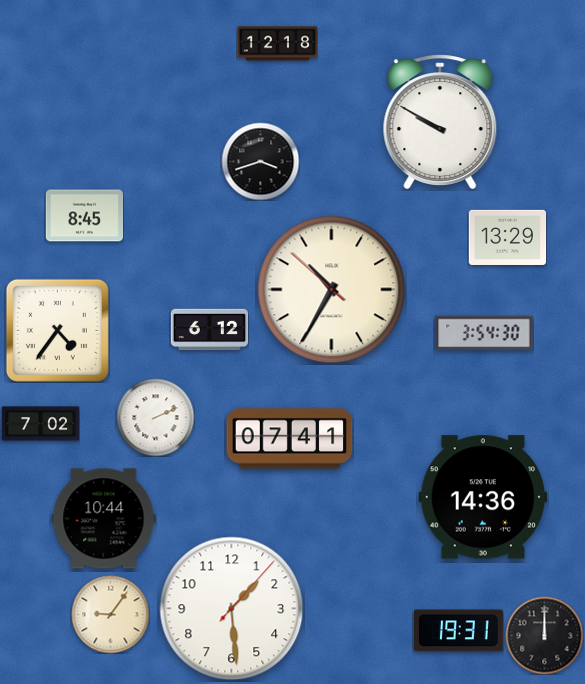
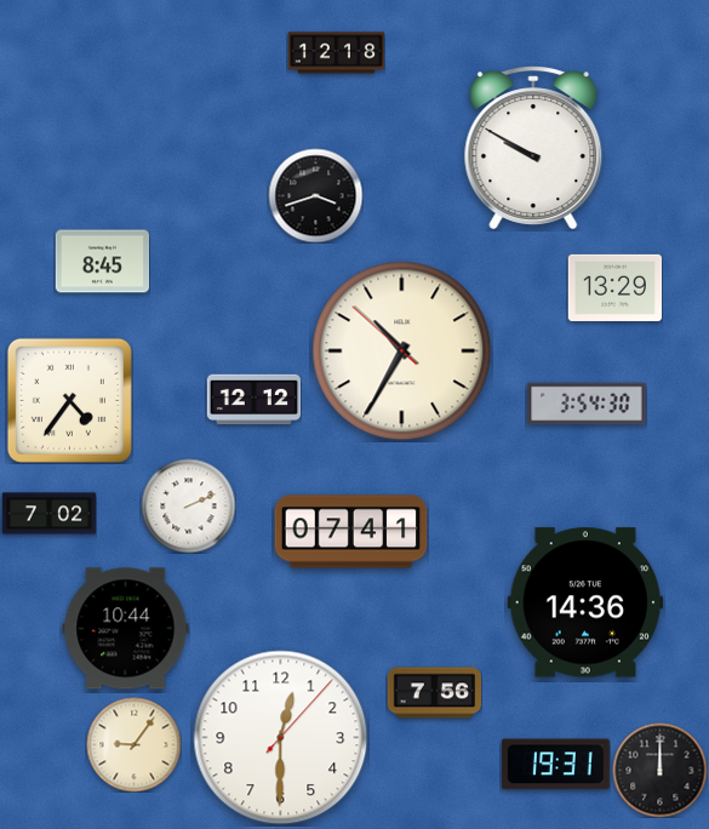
clock at (209, 330): 6:12 -> 12:12
clock at (434, 693): none -> 7:56
clock at (232, 609): 1:29 -> 12:30
